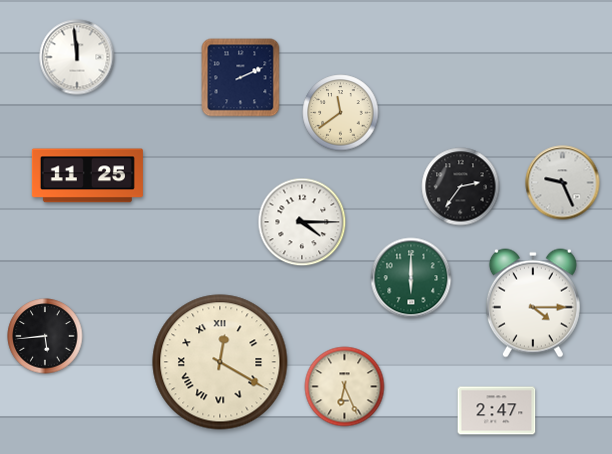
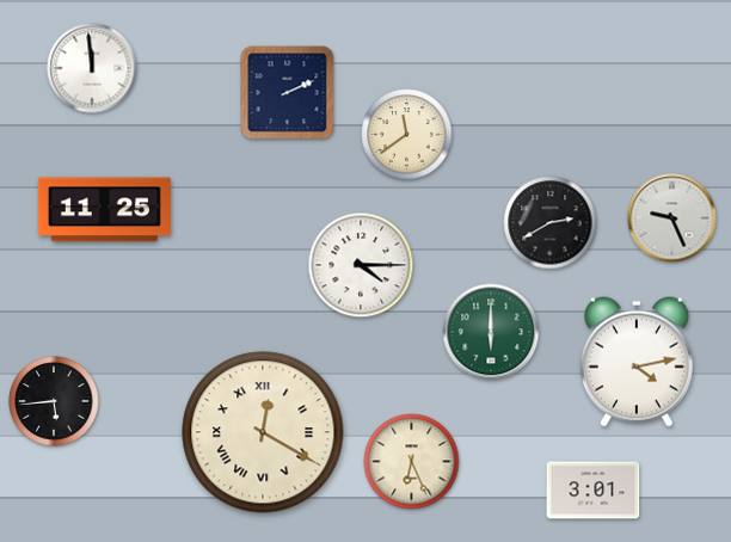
clock at (461, 187): 2:36 -> 2:40
clock at (533, 303): 4:15 -> 4:13
clock at (497, 411): 2:47 -> 3:01
